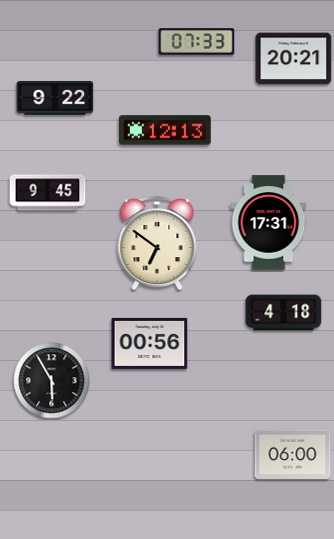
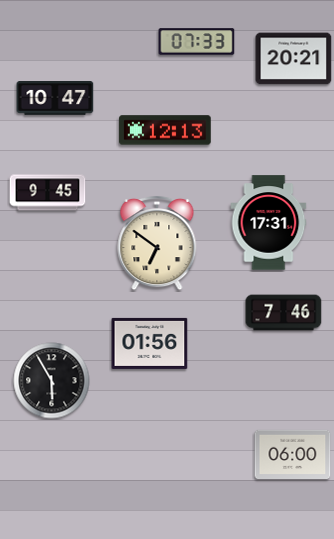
clock at (55, 99): 9:22 -> 10:47
clock at (284, 313): 4:18 -> 7:46
clock at (150, 343): 00:56 -> 01:56
